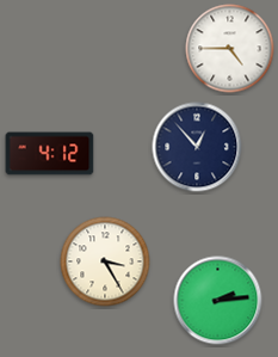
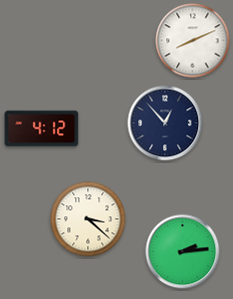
clock at (230, 49): 4:45 -> 8:11
clock at (105, 261): 3:25 -> 3:22
